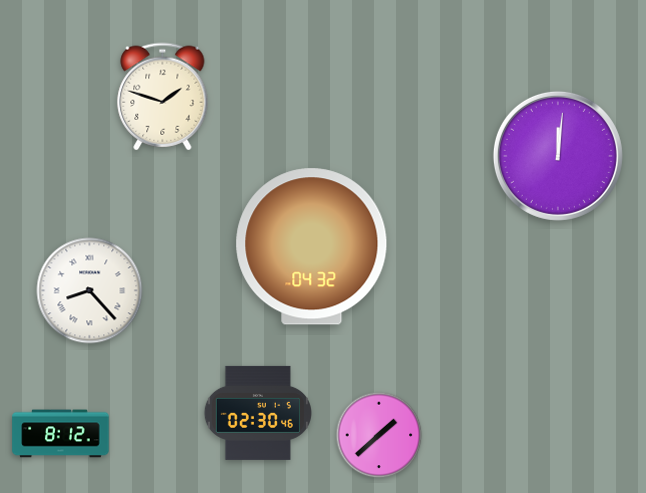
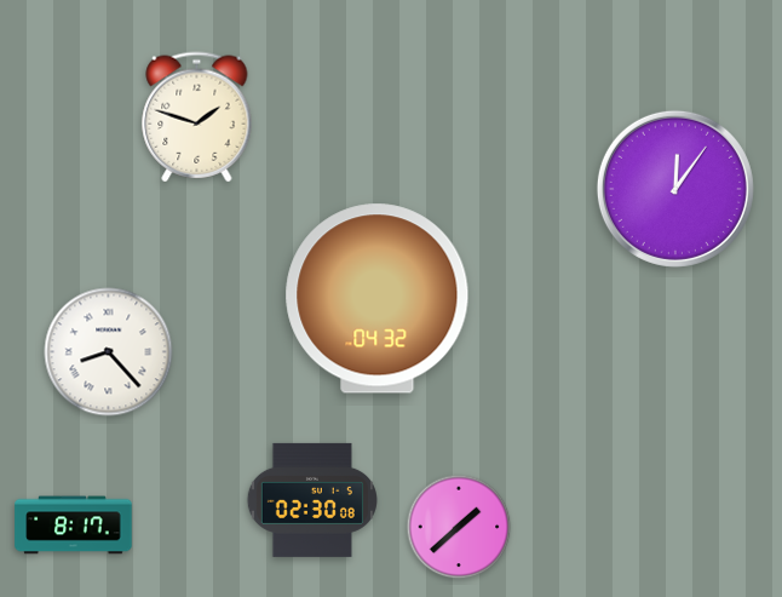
clock at (558, 156): 12:01 -> 12:06
clock at (258, 413): 02:30:46 -> 02:30:08
clock at (61, 434): 8:12 -> 8:17
